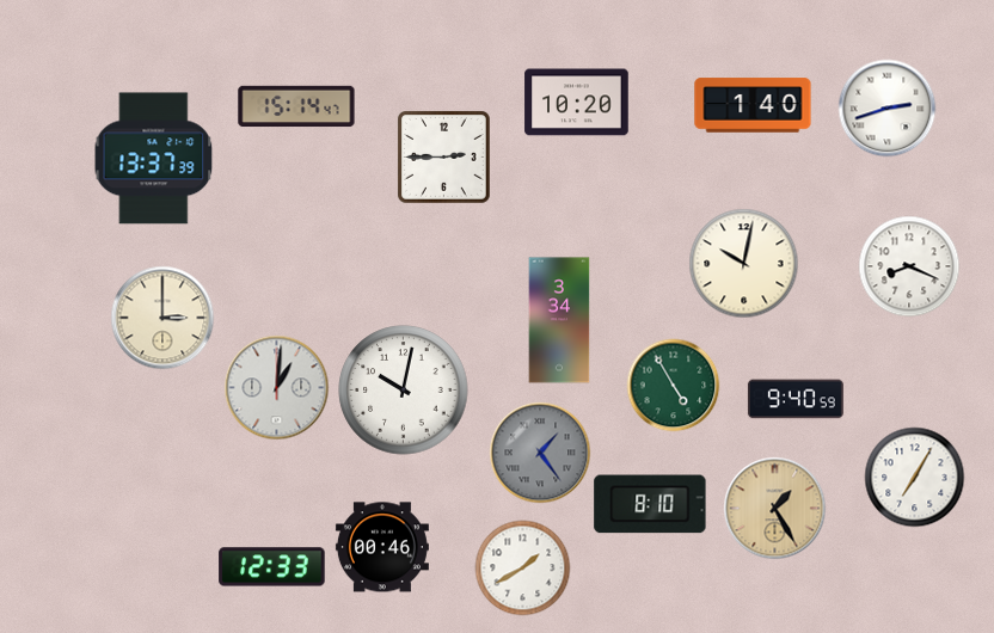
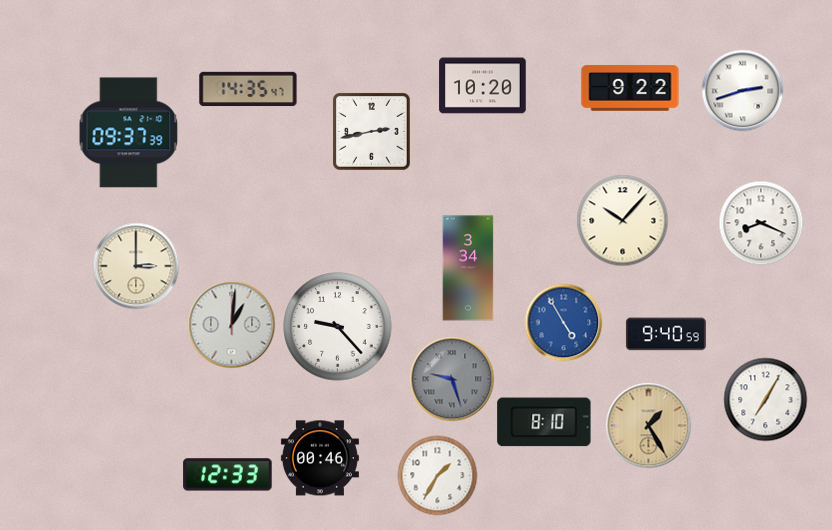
clock at (753, 105): 1:40 -> 9:22
clock at (296, 106): 15:14 -> 14:35
clock at (444, 158): 2:45 -> 2:43
clock at (154, 159): 13:37 -> 09:37
clock at (743, 263): 10:02 -> 10:07
clock at (673, 385) dial: green -> blue
clock at (404, 391): 10:02 -> 9:23
clock at (540, 453): 1:24 -> 9:27
clock at (522, 567): 1:40 -> 1:35
